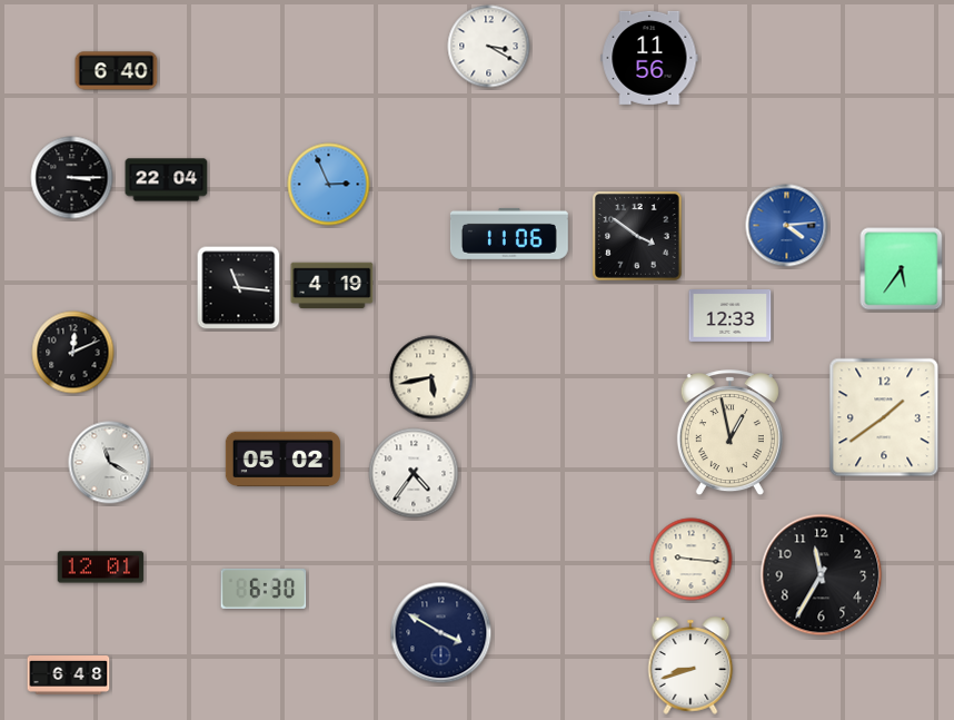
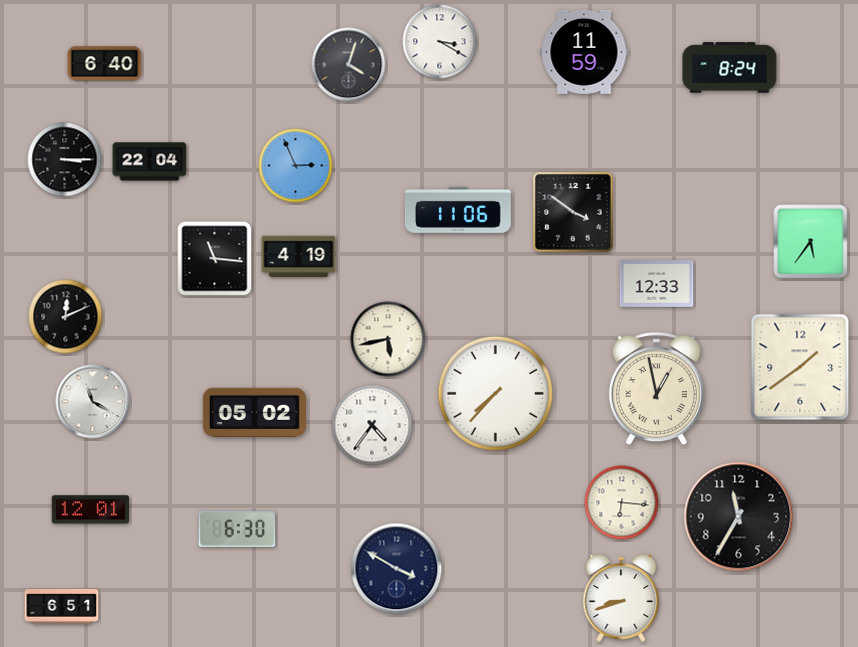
clock at (649, 58): 11:56 -> 11:59
clock at (349, 65): none -> 4:03
clock at (730, 68): none -> 8:24
clock at (787, 226): 4:14 -> none
clock at (884, 417) position: (884, 417) -> (800, 367)
clock at (495, 393): none -> 7:37
clock at (110, 463) position: (110, 463) -> (93, 402)
clock at (692, 560): 9:16 -> 6:16
clock at (69, 675): 6:48 -> 6:51
